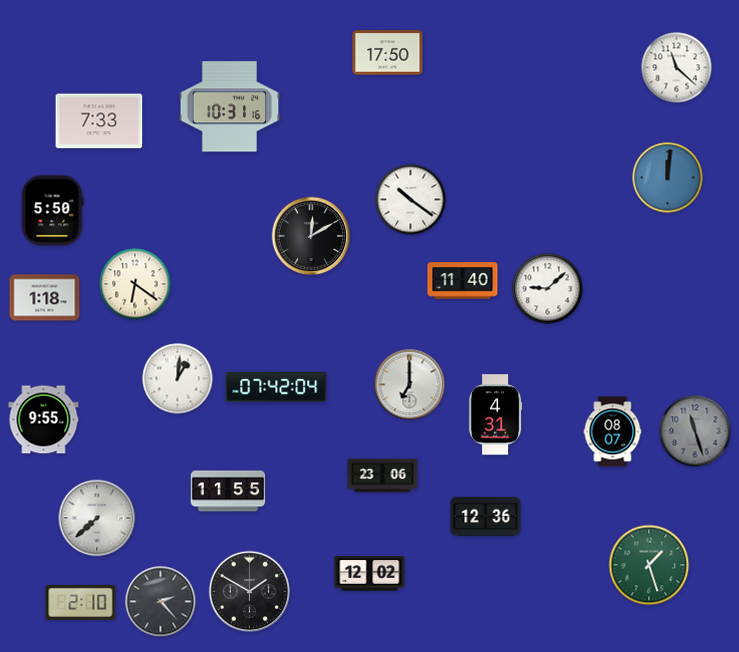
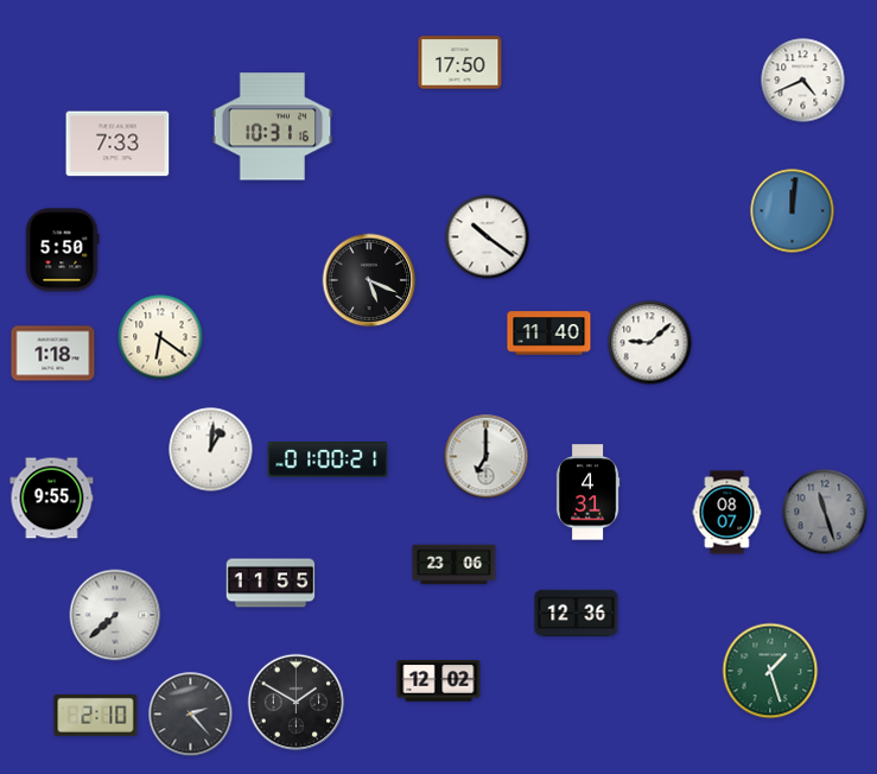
clock at (677, 68): 11:22 -> 4:41
clock at (311, 236): 12:10 -> 5:19
clock at (276, 387): 07:42 -> 01:00
